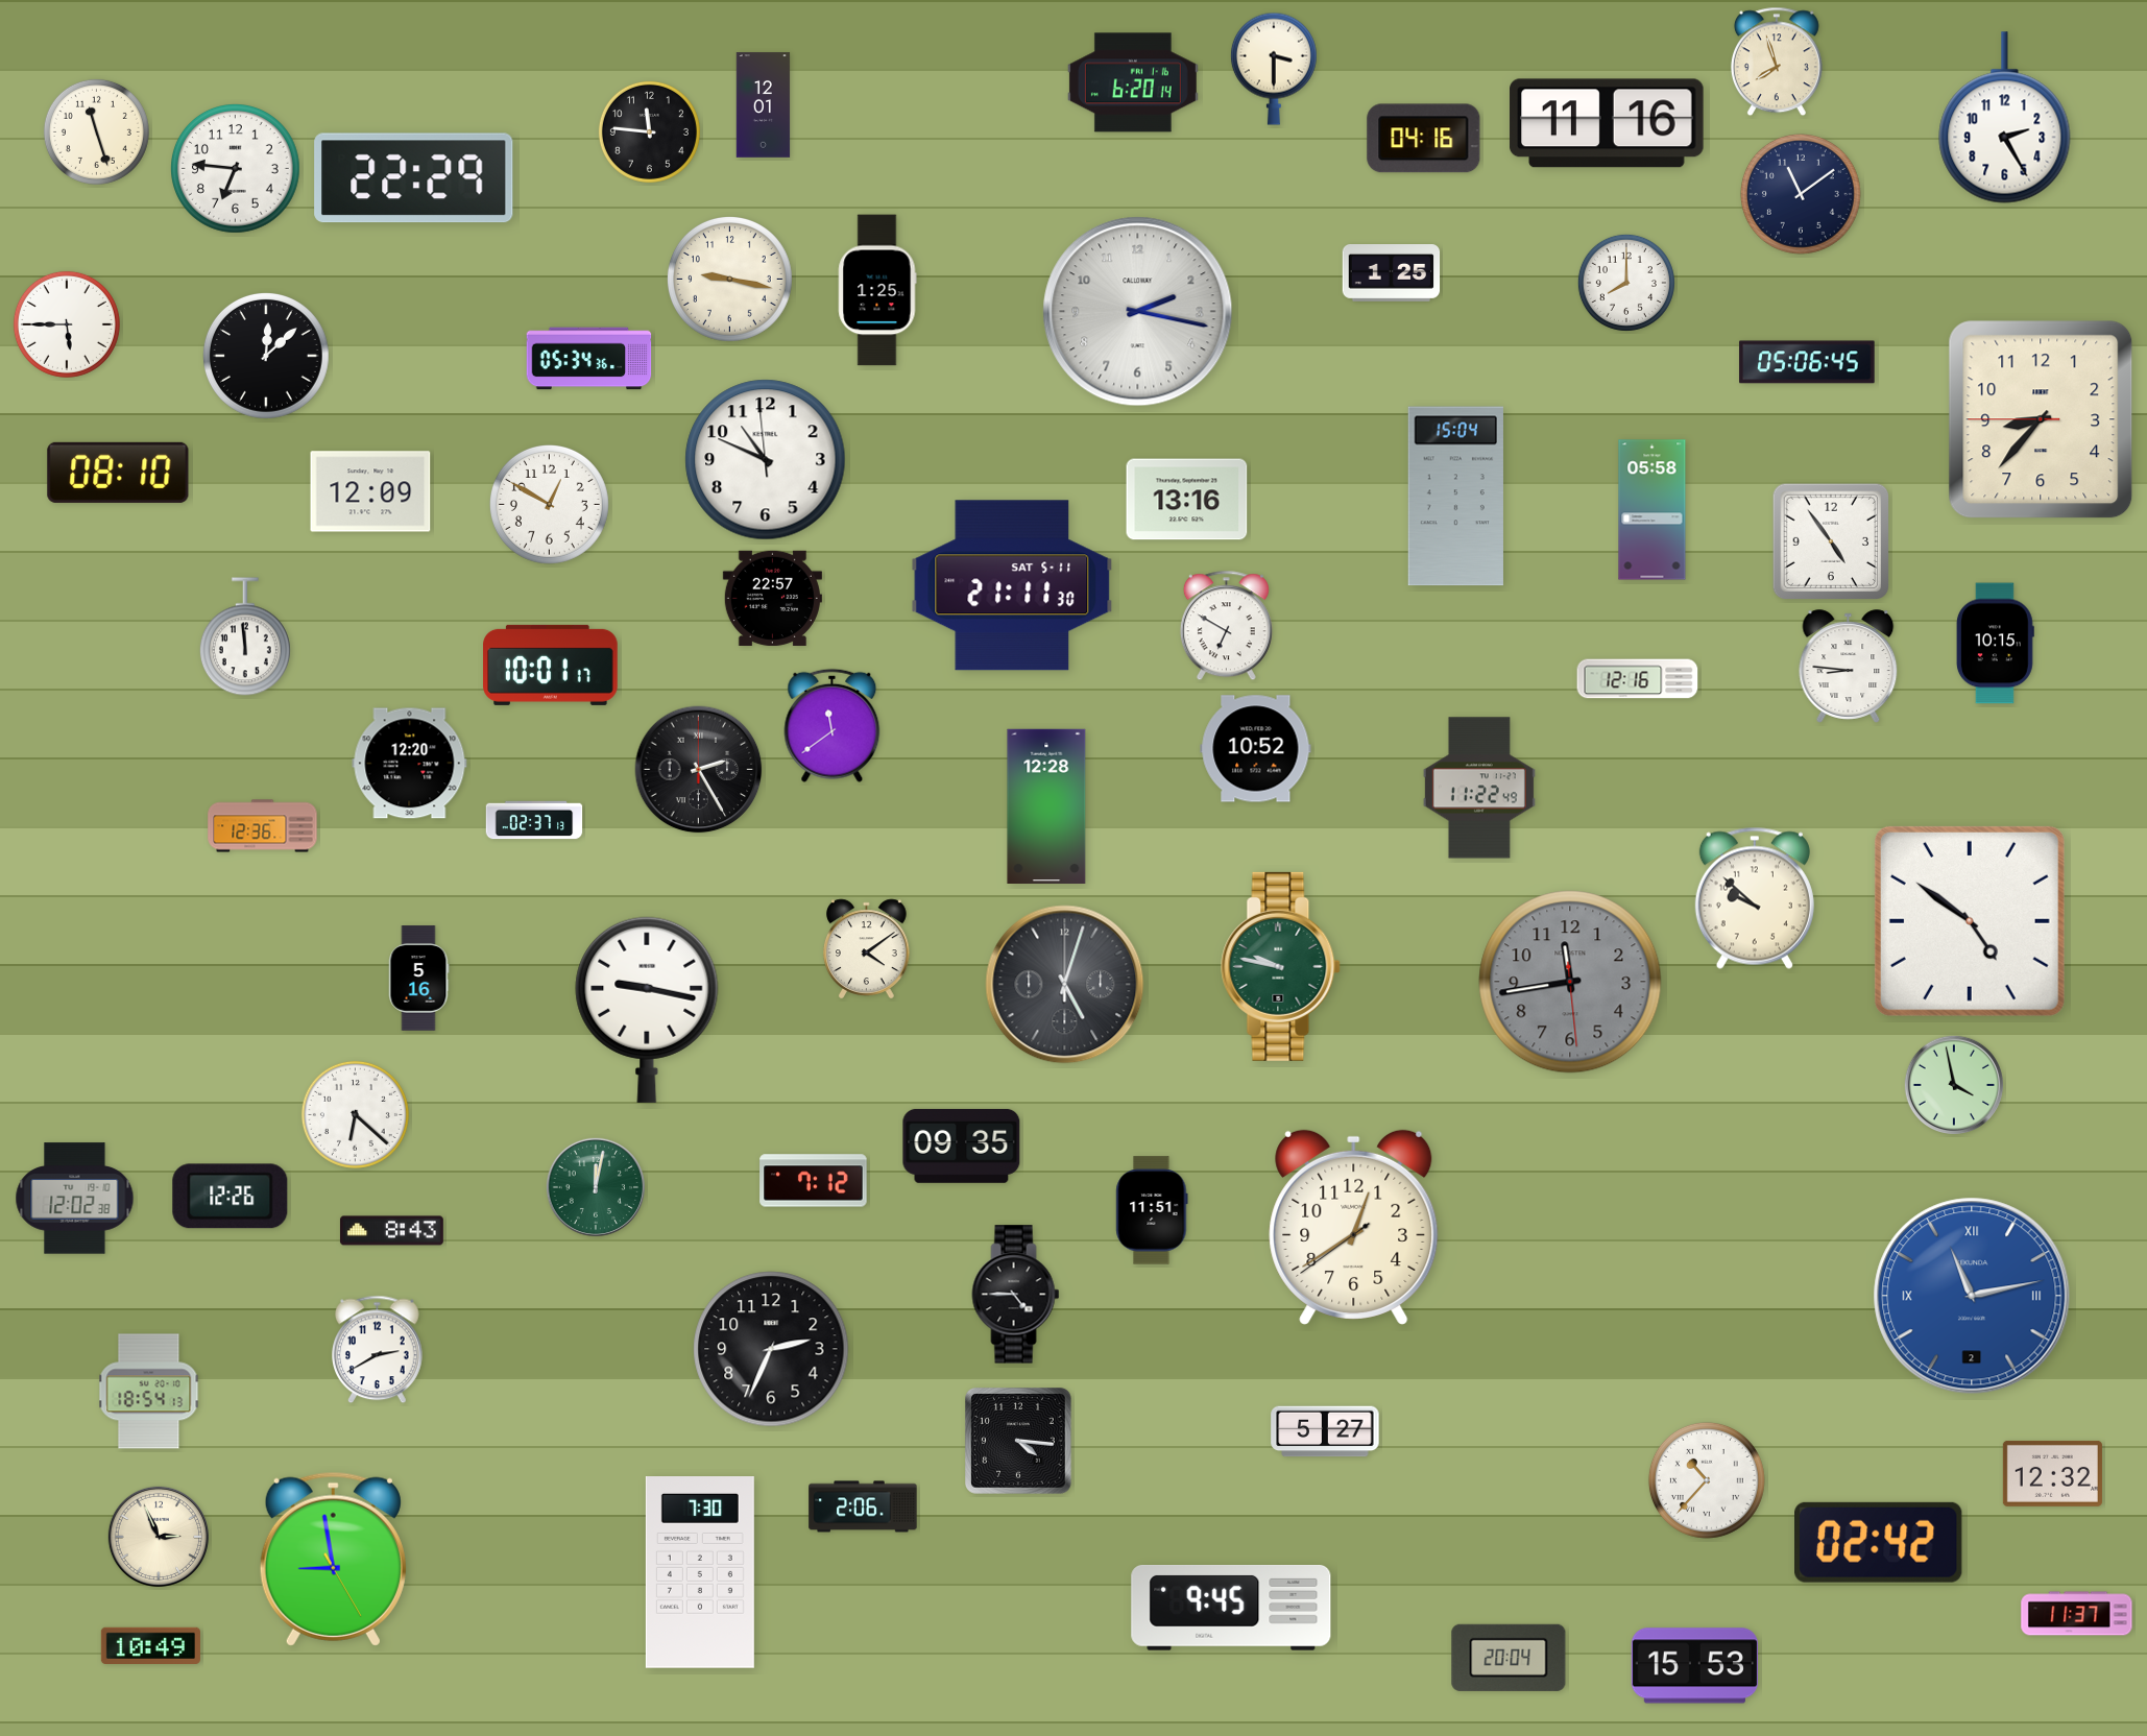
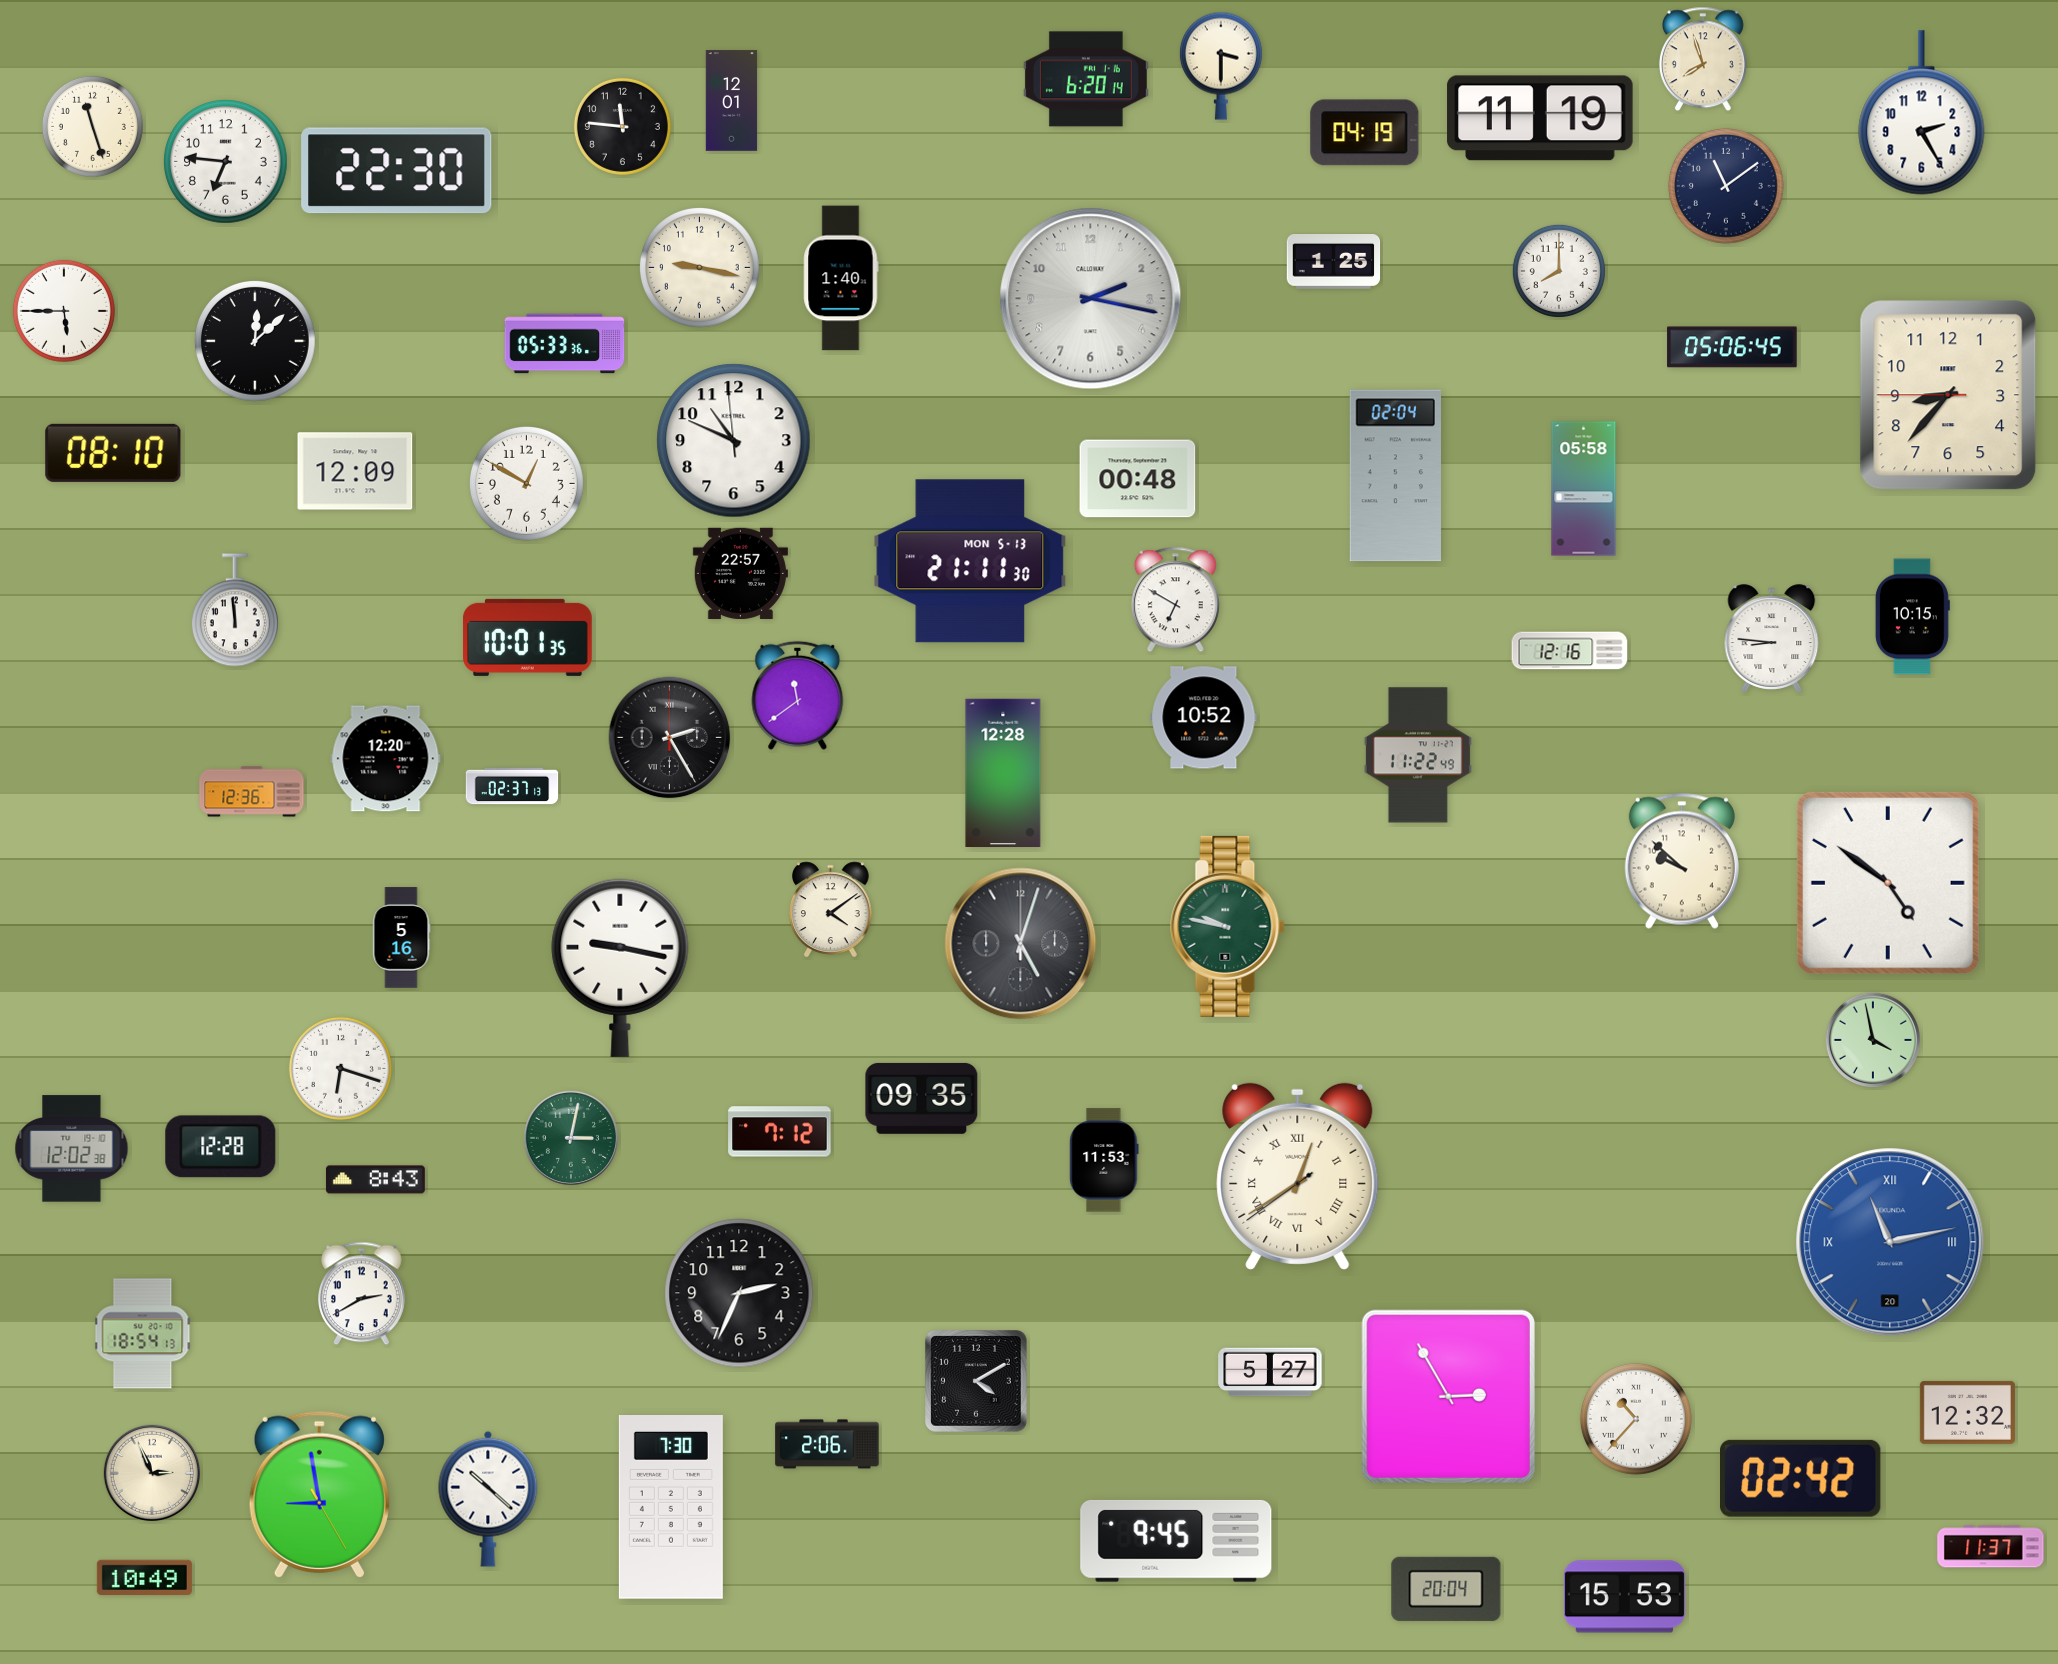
clock at (1607, 123): 11:16 -> 11:19
clock at (1424, 139): 04:16 -> 04:19
clock at (414, 178): 22:29 -> 22:30
clock at (877, 290): 1:25 -> 1:40
clock at (589, 359): 05:34 -> 05:33
clock at (2041, 419) position: (2041, 419) -> (1948, 395)
clock at (1455, 497): 15:04 -> 02:04
clock at (1187, 500): 13:16 -> 00:48
clock at (1831, 541): 4:54 -> none
clock at (1012, 585) date: SAT 5-11 -> MON 5-13
clock at (551, 665): 10:01:17 -> 10:01:35
clock at (410, 764) position: (410, 764) -> (386, 759)
clock at (1570, 982): 11:43 -> none
clock at (355, 1114): 6:22 -> 6:18
clock at (596, 1187): 12:02 -> 3:02
clock at (231, 1197): 12:26 -> 12:28
clock at (1152, 1210): 11:51 -> 11:53
clock at (1354, 1227) numerals: Arabic -> Roman
clock at (1016, 1295): 4:45 -> none
clock at (1972, 1296) date: 2 -> 20
clock at (1019, 1442): 4:16 -> 4:10
clock at (1448, 1396): none -> 2:55
clock at (488, 1499): none -> 10:22
clock at (1231, 1608) position: (1231, 1608) -> (1176, 1541)
